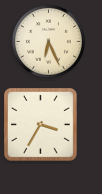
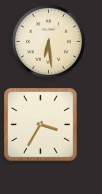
clock at (48, 41): 6:26 -> 6:29
